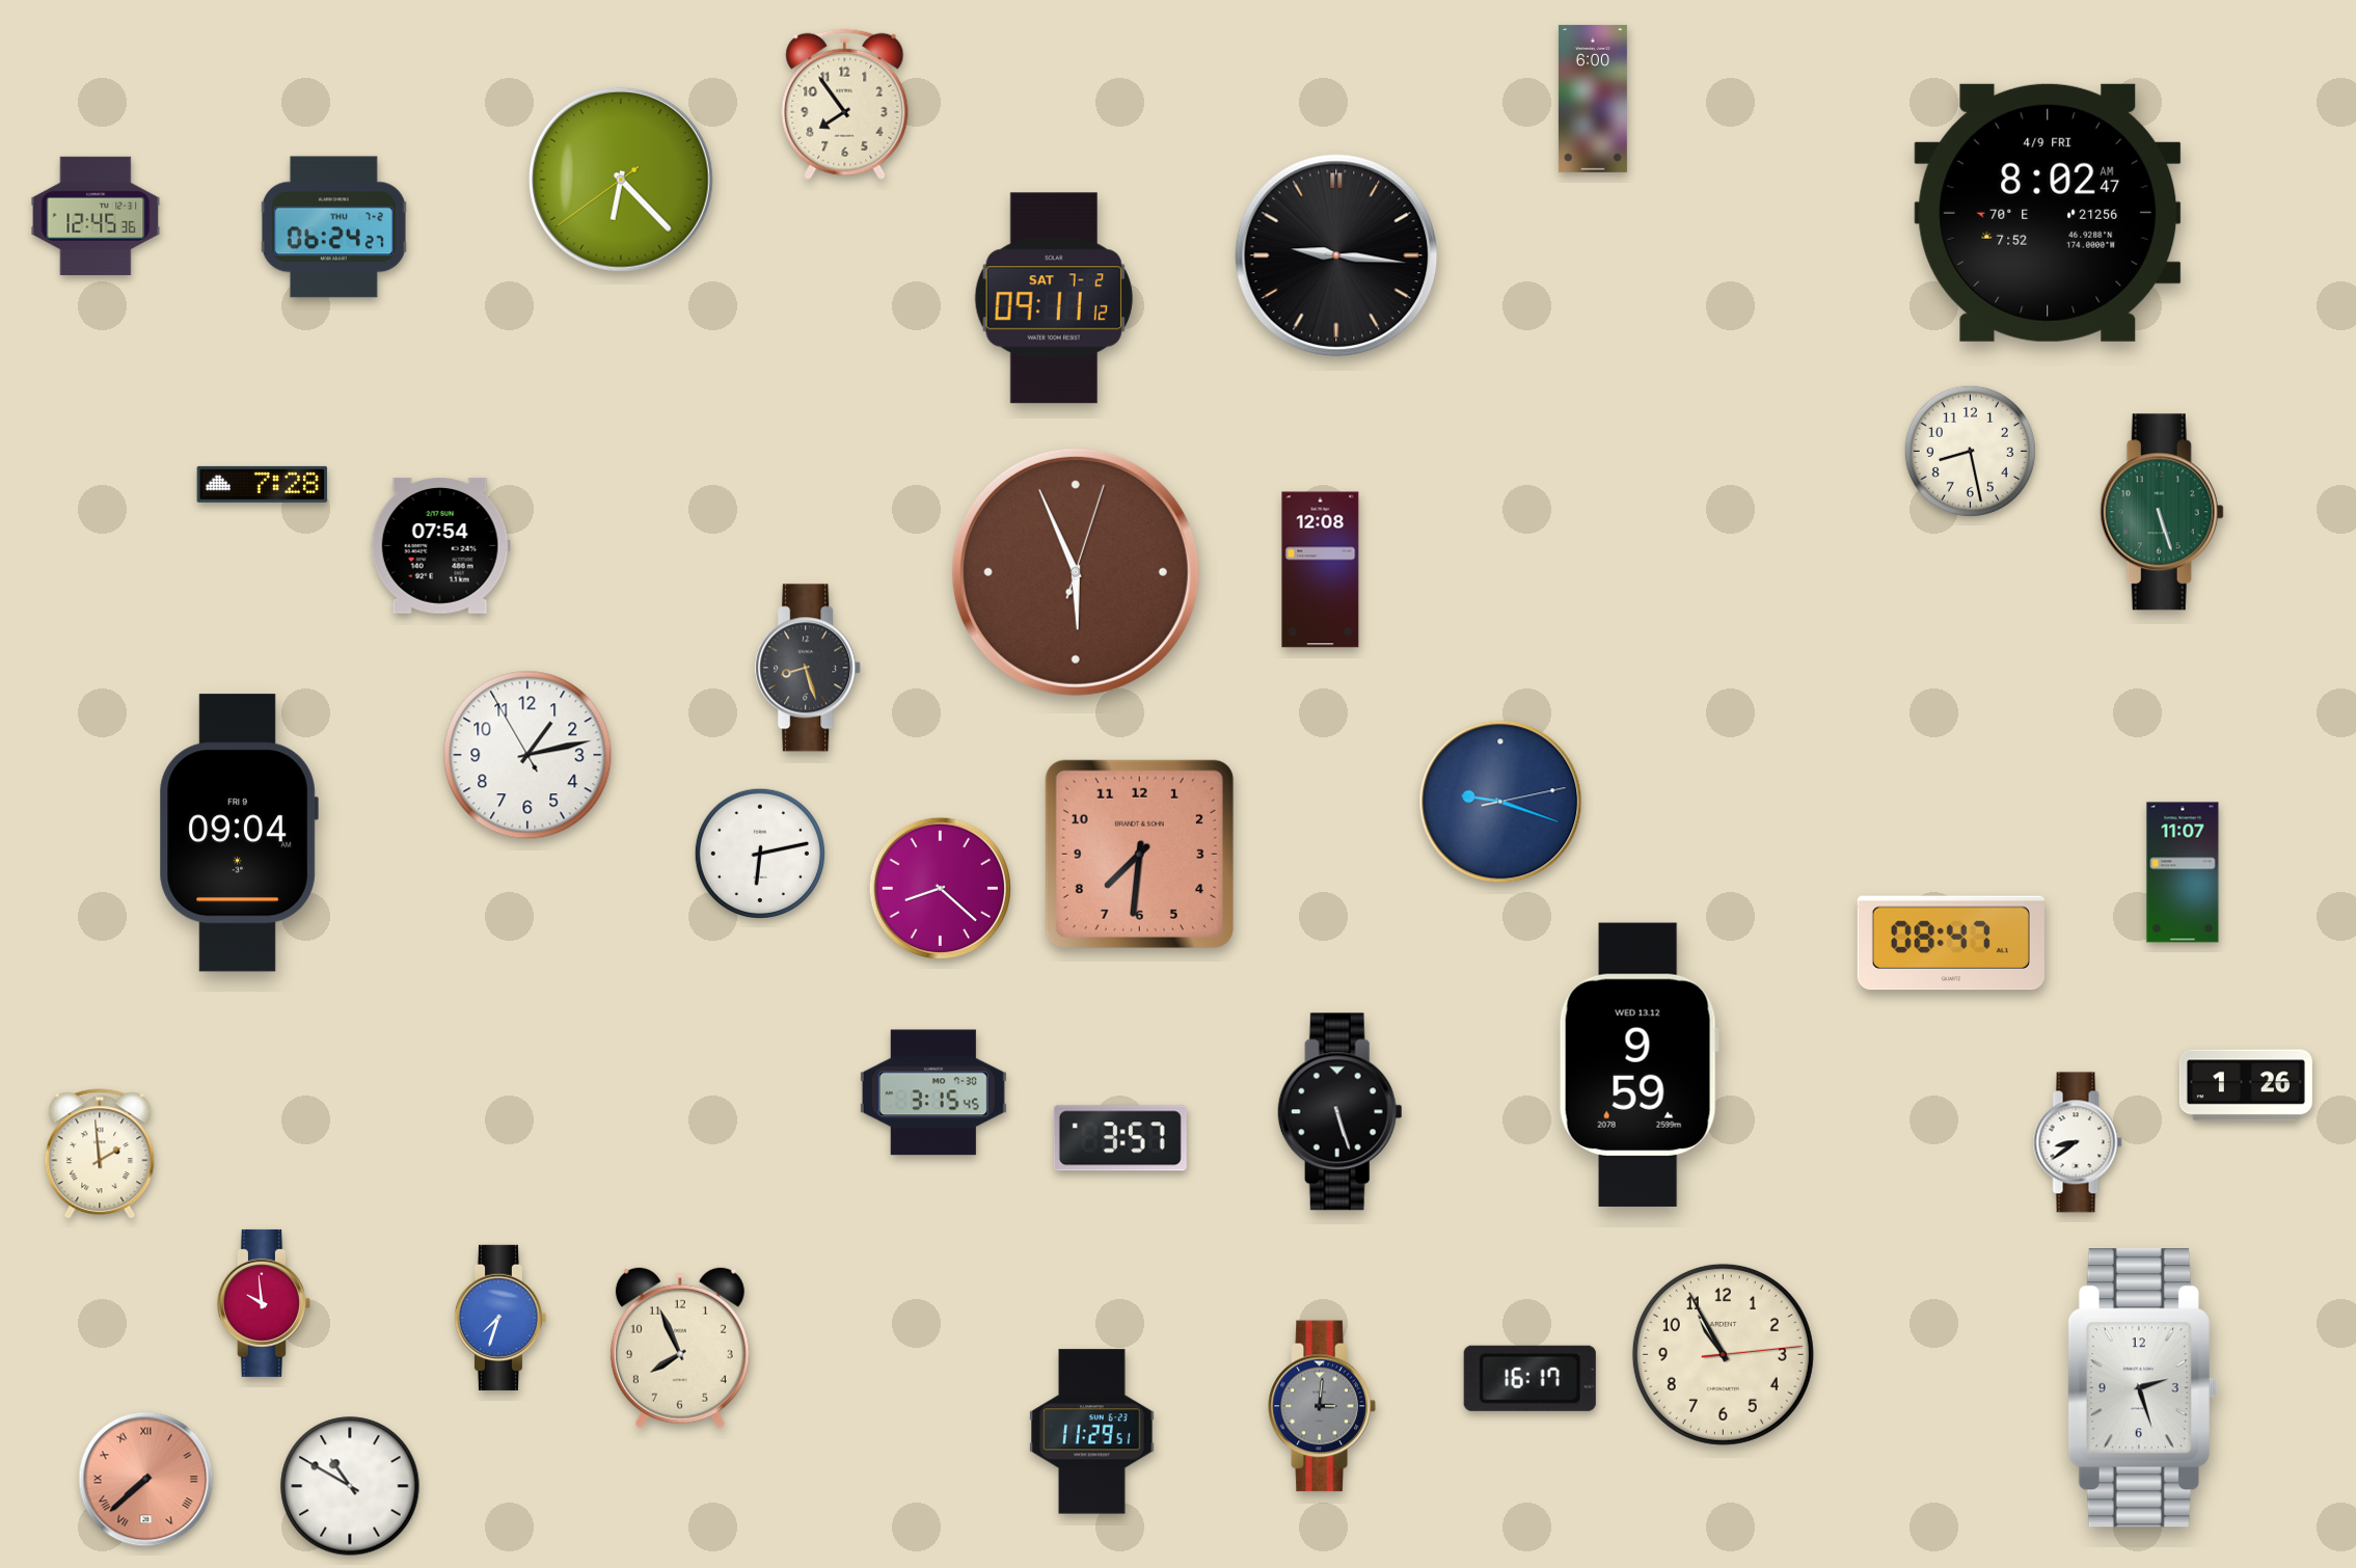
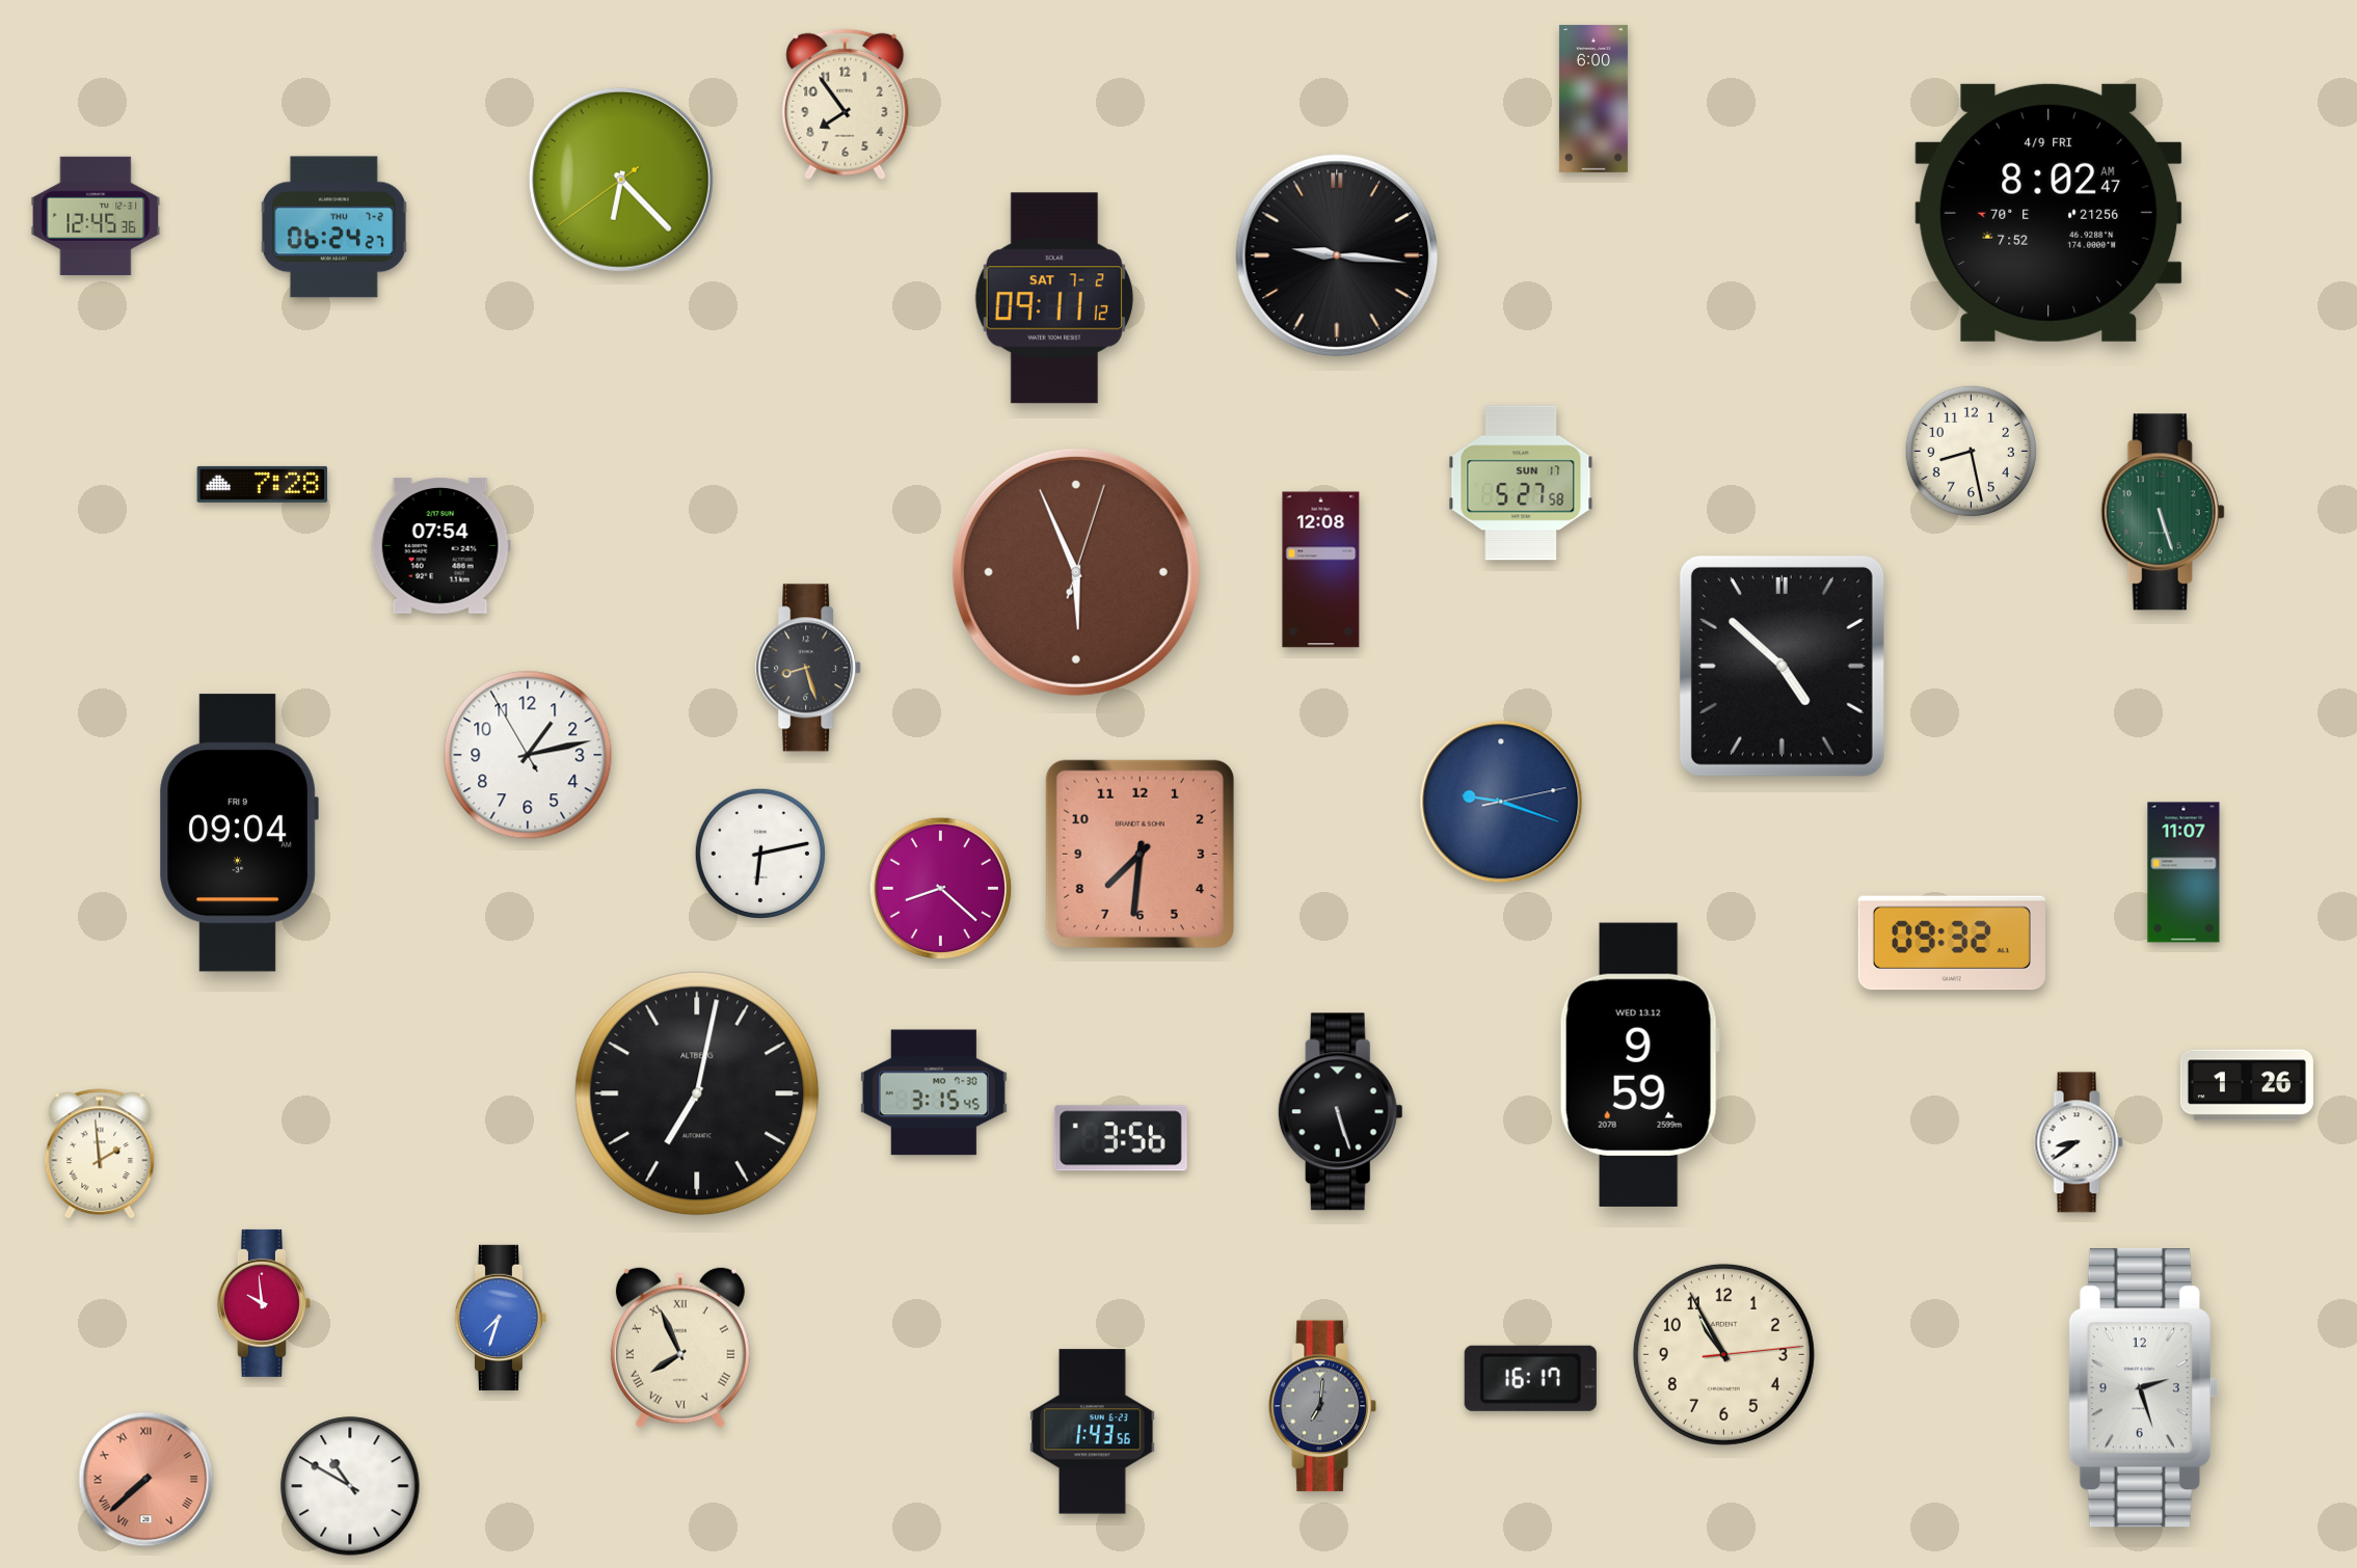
clock at (1521, 483): none -> 5:27
clock at (1782, 666): none -> 4:52
clock at (1951, 943): 08:47 -> 09:32
clock at (697, 1093): none -> 7:02
clock at (1120, 1138): 3:57 -> 3:56
clock at (680, 1348) numerals: Arabic -> Roman
clock at (1322, 1406): 3:01 -> 7:01
clock at (1092, 1432): 11:29 -> 1:43
